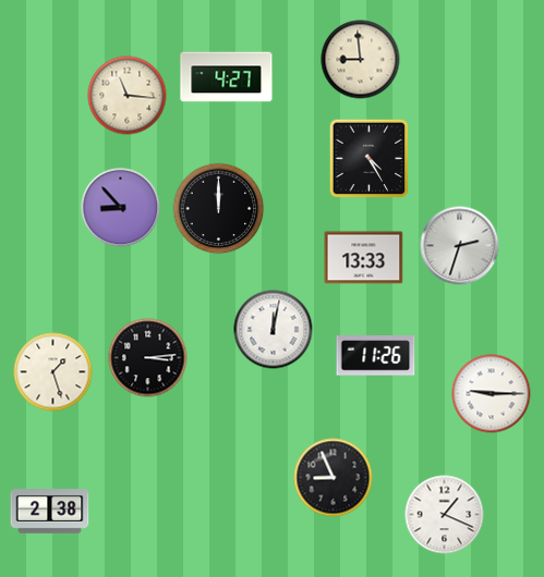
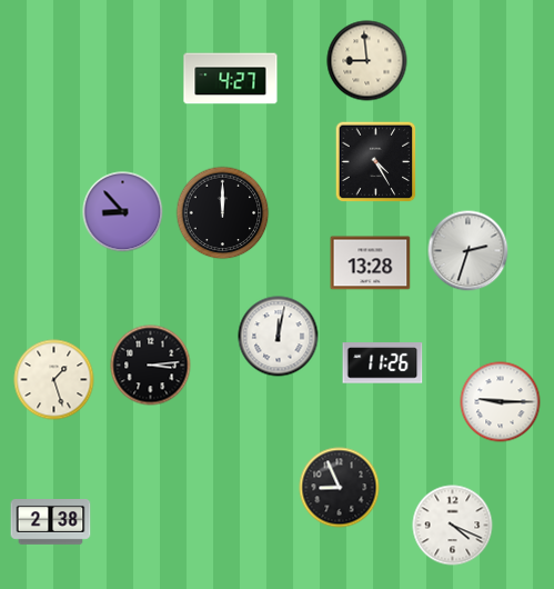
clock at (128, 96): 11:16 -> none
clock at (364, 258): 13:33 -> 13:28
clock at (445, 515): 1:19 -> 4:19
